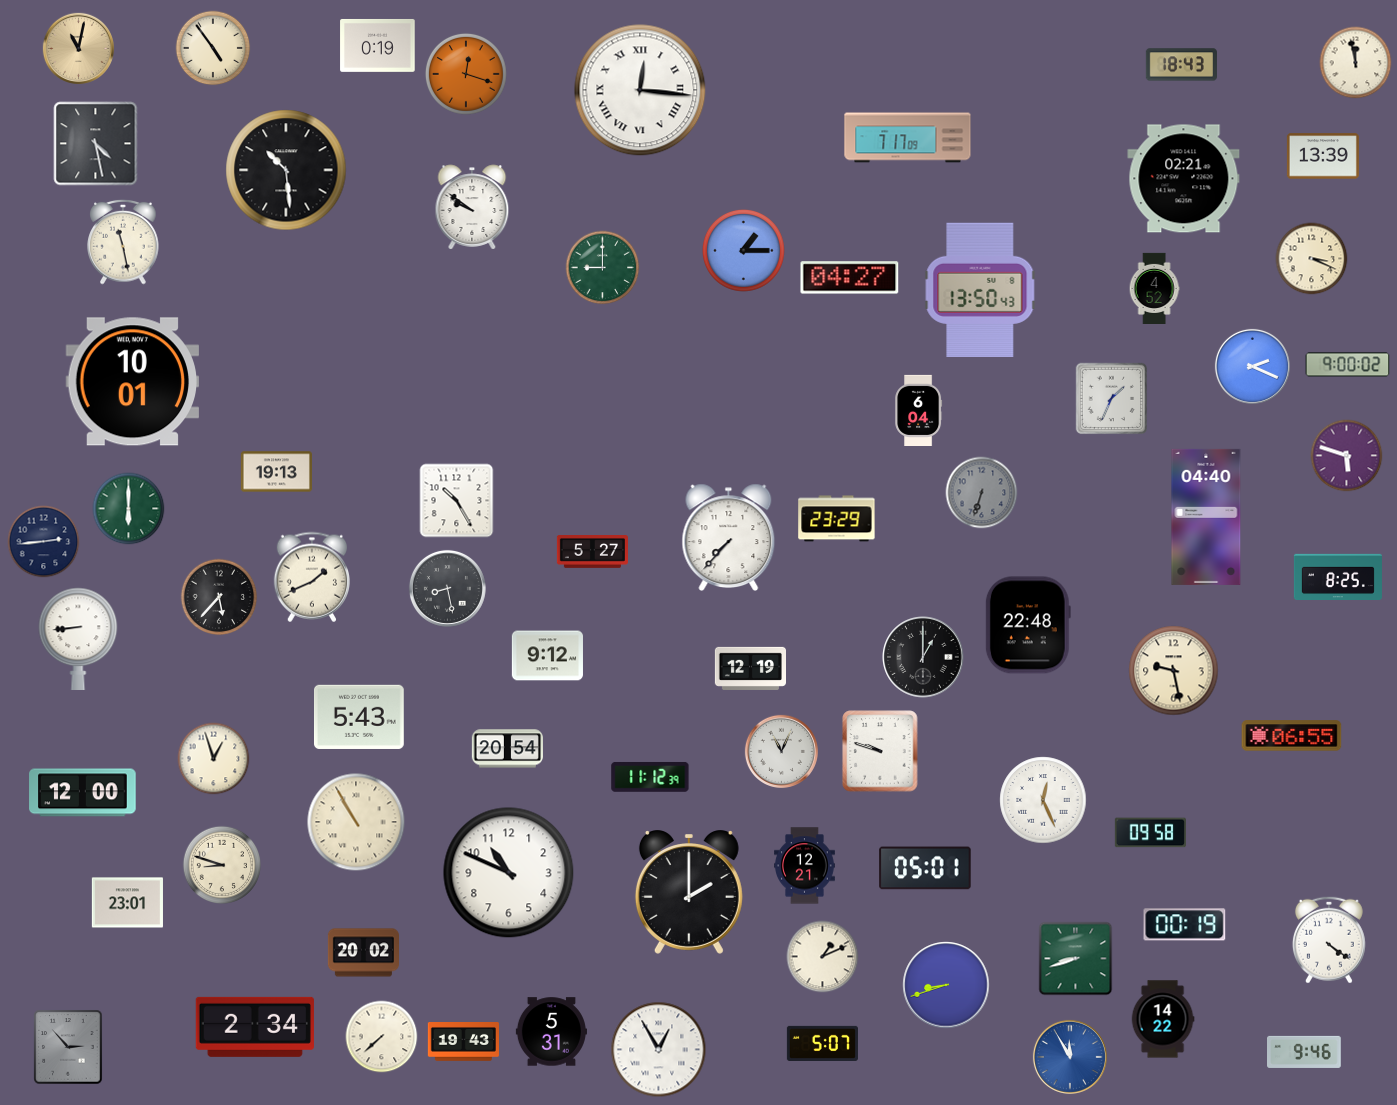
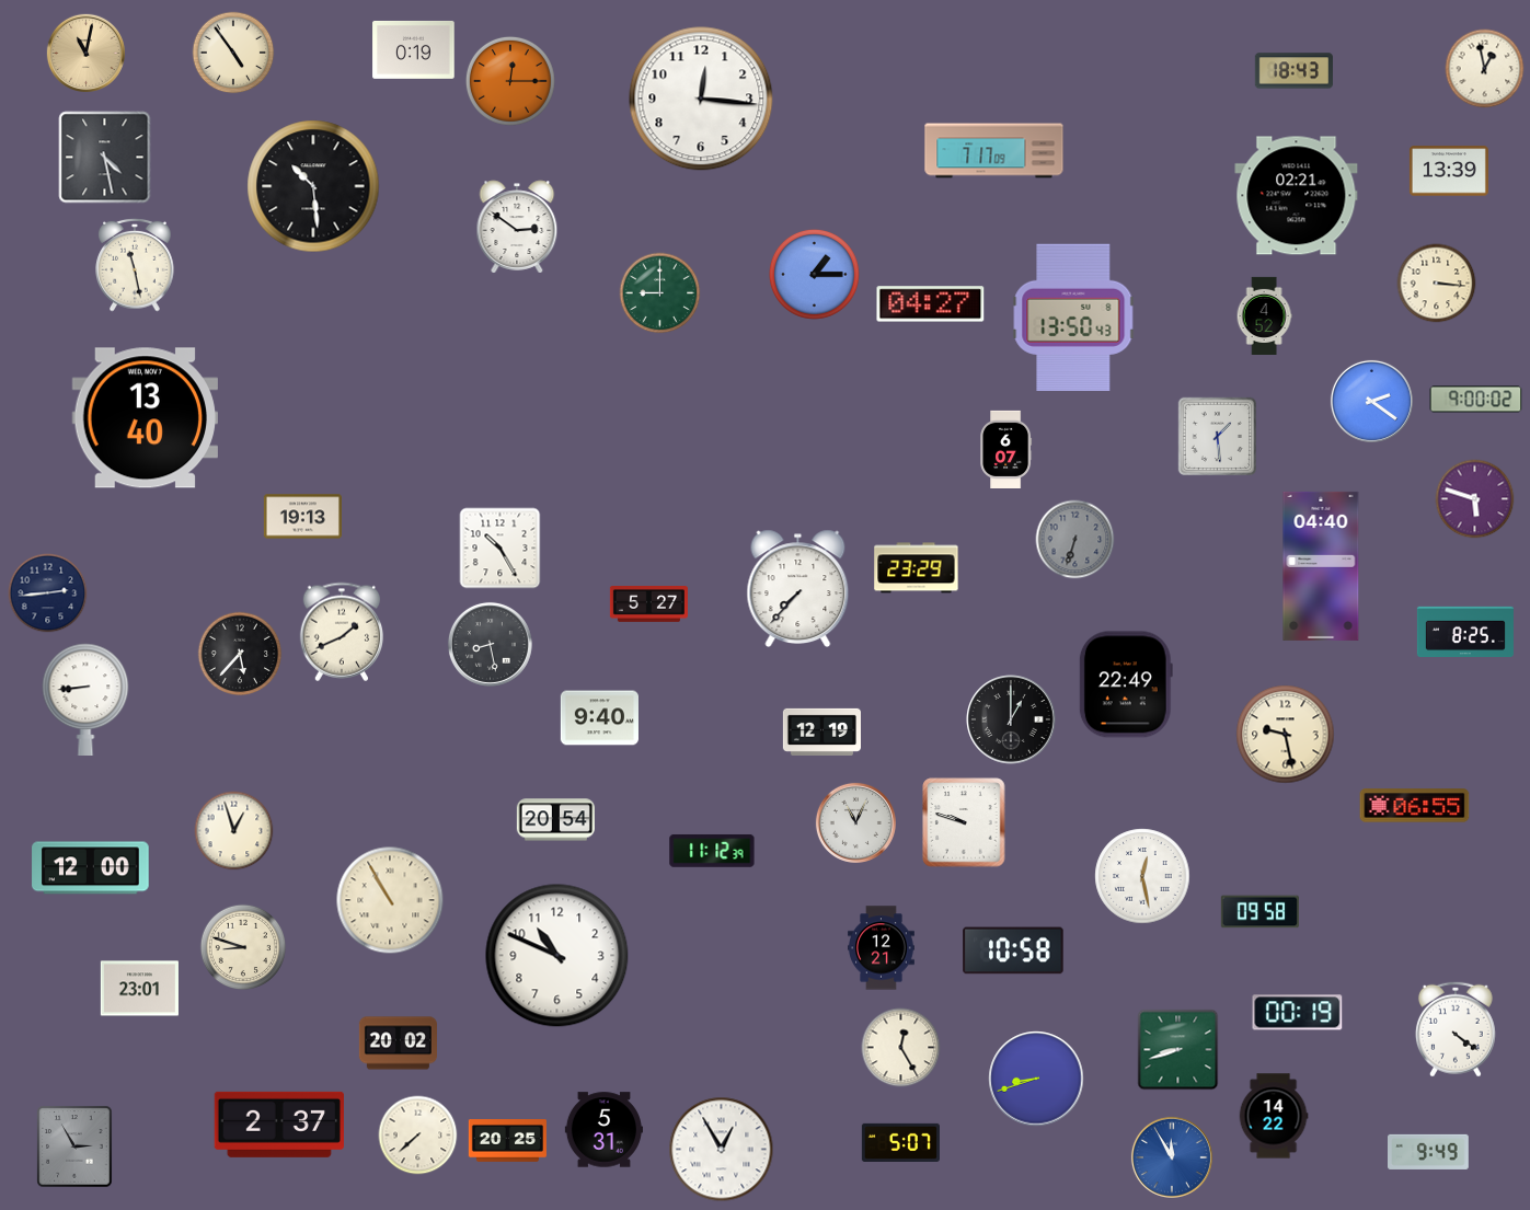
clock at (1356, 63): 11:58 -> 12:58
clock at (466, 74): 12:18 -> 12:15
clock at (640, 90) numerals: Roman -> Arabic
clock at (472, 207): 9:51 -> 2:51
clock at (1312, 259): 3:19 -> 3:16
clock at (1252, 366): 2:19 -> 2:21
clock at (132, 382): 10:01 -> 13:40
clock at (1112, 399): 1:34 -> 1:29
clock at (919, 410): 6:04 -> 6:07
clock at (129, 509): 6:00 -> none
clock at (1028, 625): 22:48 -> 22:49
clock at (547, 656): 9:12 -> 9:40
clock at (360, 717): 5:43 -> none
clock at (1043, 800): 12:26 -> 12:28
clock at (925, 868): 05:01 -> 10:58
clock at (689, 893): 2:00 -> none
clock at (823, 957): 1:11 -> 12:25
clock at (255, 1027): 2:34 -> 2:37
clock at (463, 1042): 19:43 -> 20:25
clock at (68, 1047): 2:53 -> 2:55
clock at (1304, 1052): 9:46 -> 9:49
